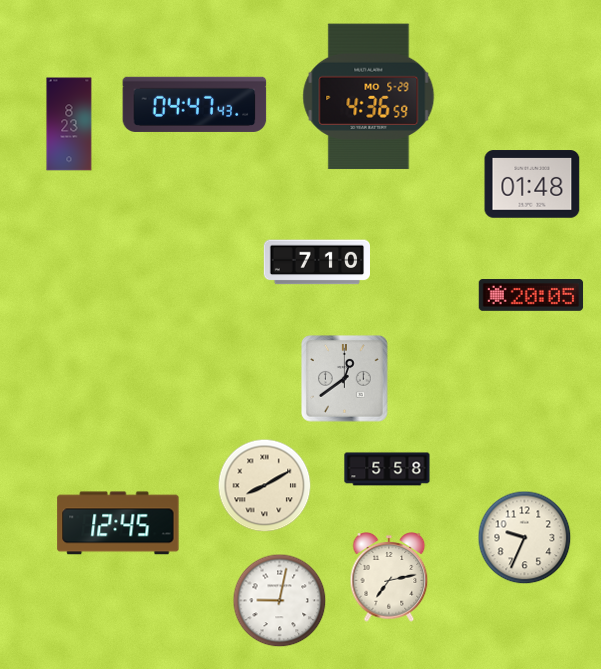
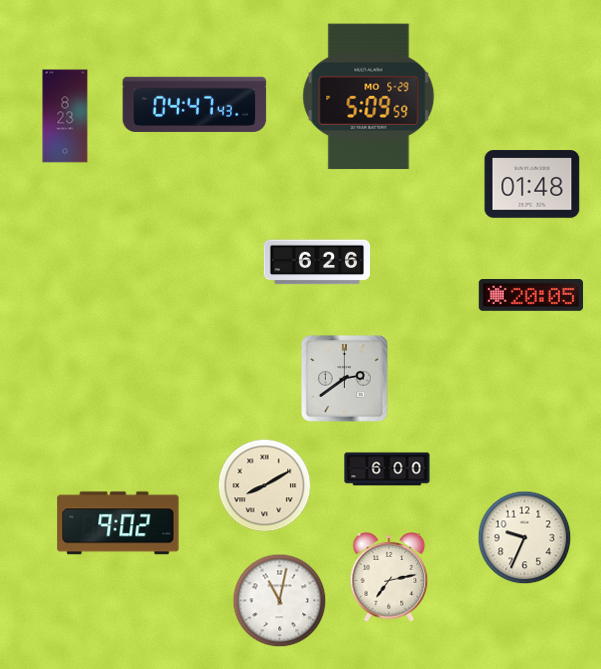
clock at (369, 97): 4:36 -> 5:09
clock at (69, 124) position: (69, 124) -> (65, 116)
clock at (316, 262): 7:10 -> 6:26
clock at (345, 379): 12:39 -> 2:39
clock at (387, 469): 5:58 -> 6:00
clock at (118, 523): 12:45 -> 9:02
clock at (279, 600): 9:02 -> 11:02
